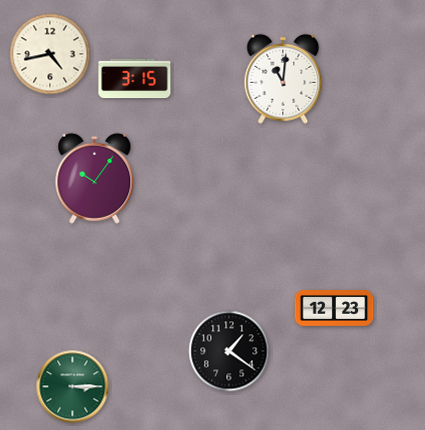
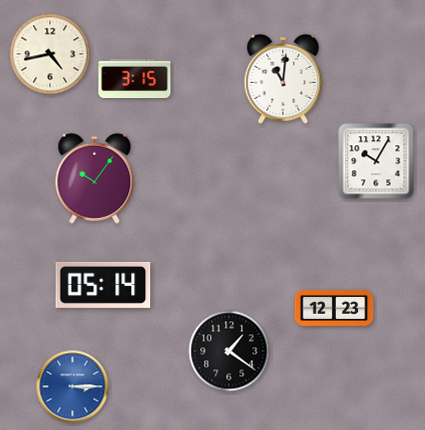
clock at (376, 161): none -> 10:05
clock at (103, 285): none -> 05:14
clock at (73, 387) dial: green -> blue
